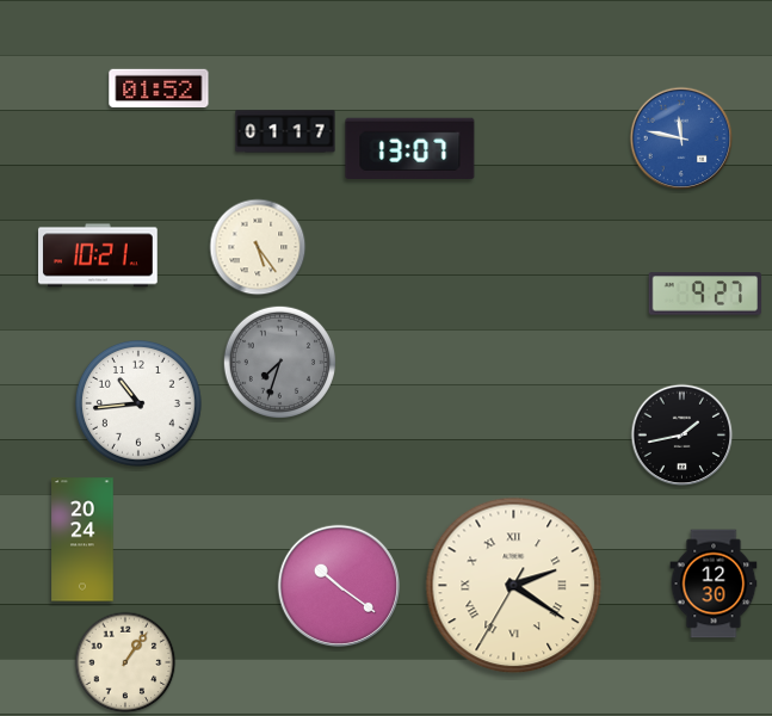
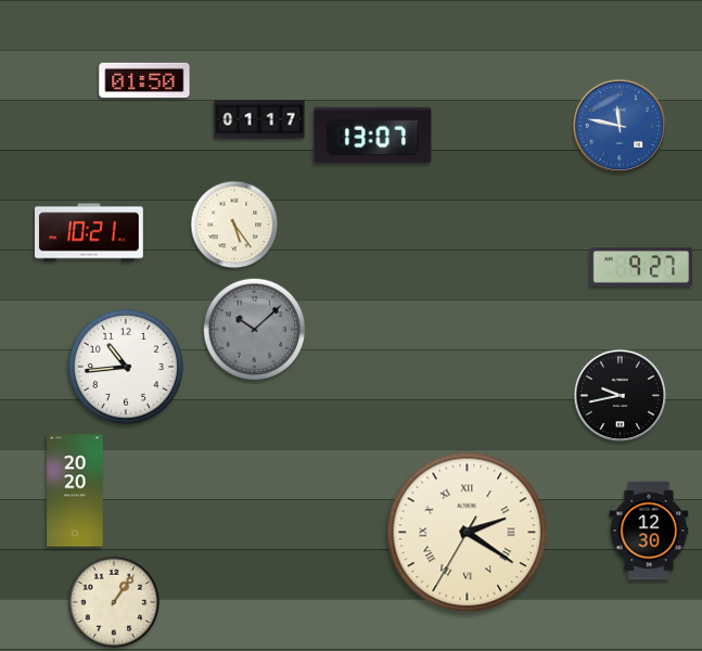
clock at (159, 87): 01:52 -> 01:50
clock at (279, 362): 7:33 -> 10:08
clock at (683, 436): 1:43 -> 9:43
clock at (82, 539): 20:24 -> 20:20
clock at (338, 585): 10:21 -> none
